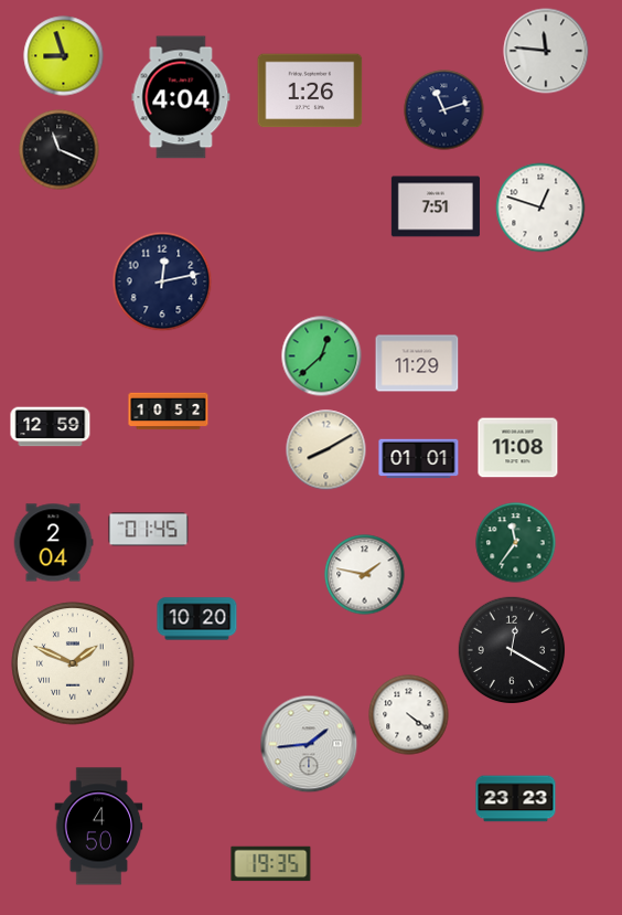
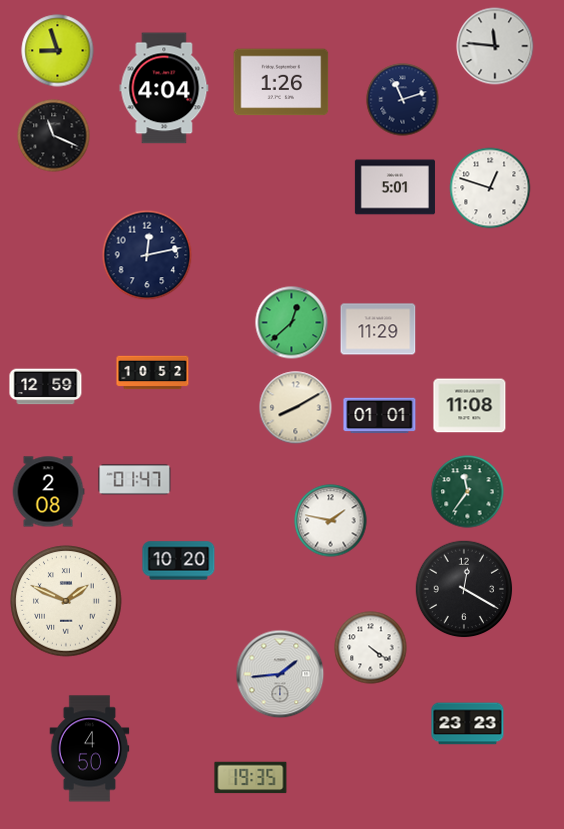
clock at (436, 206): 7:51 -> 5:01
clock at (149, 530): 01:45 -> 01:47
clock at (53, 543): 2:04 -> 2:08
clock at (271, 864) position: (271, 864) -> (251, 778)
